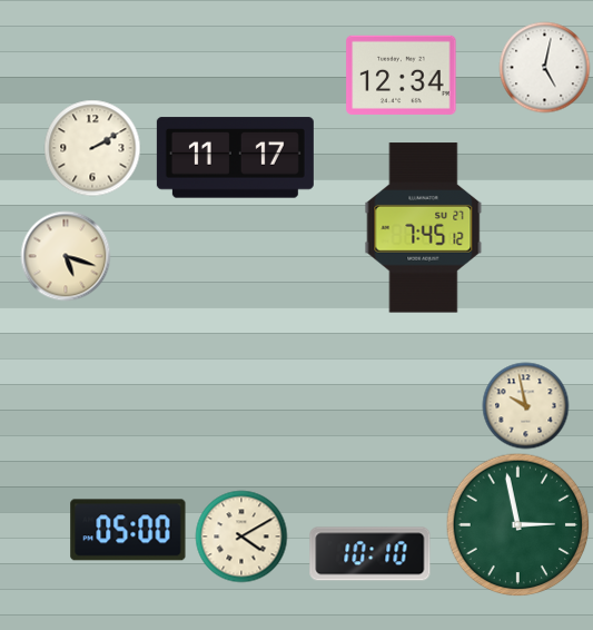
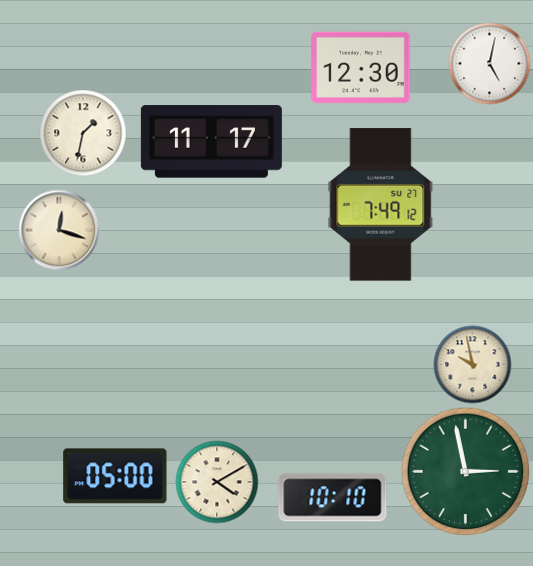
clock at (544, 67) position: (544, 67) -> (489, 63)
clock at (402, 75): 12:34 -> 12:30
clock at (92, 148): 2:10 -> 1:32
clock at (424, 228): 7:45 -> 7:49
clock at (66, 256): 5:18 -> 12:18
